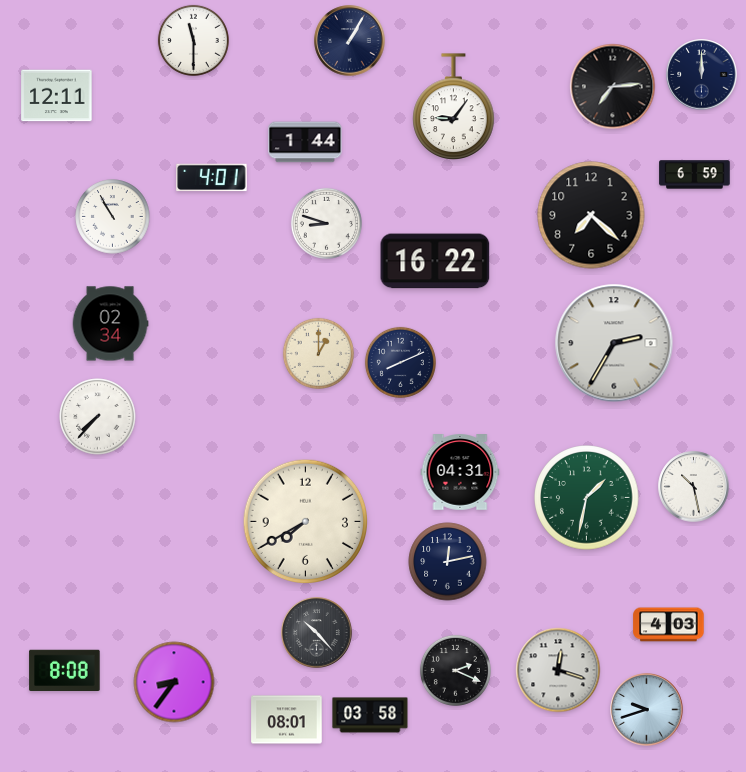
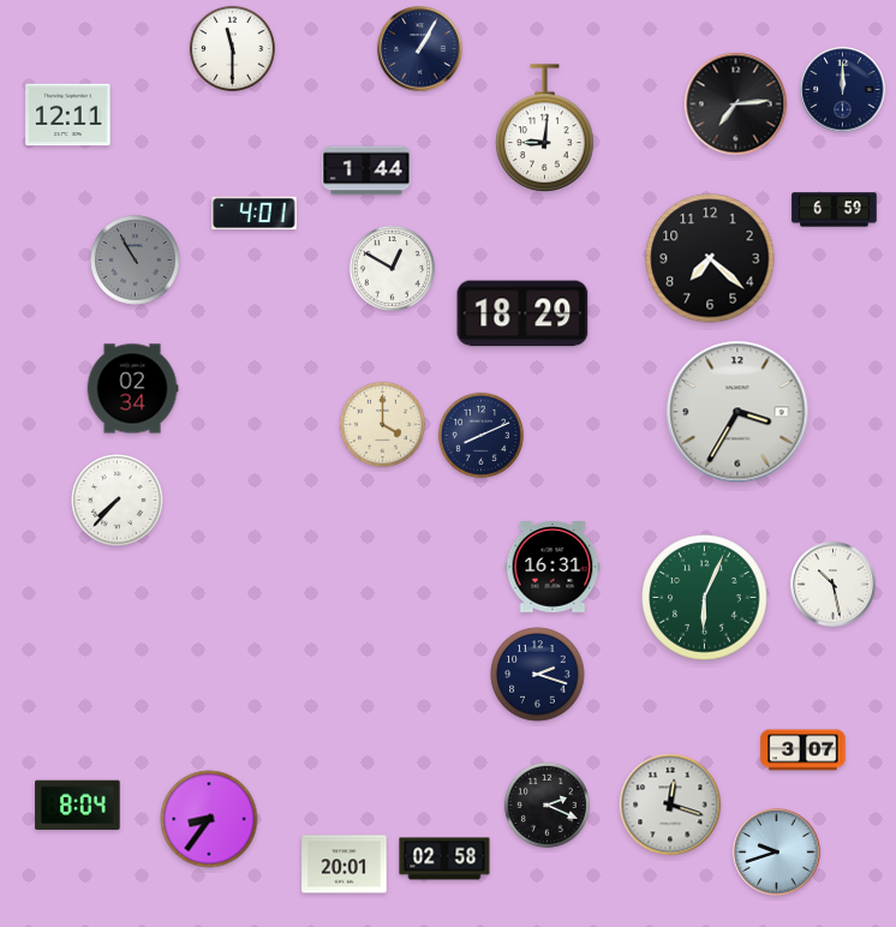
clock at (454, 107): 9:06 -> 9:01
clock at (113, 217) dial: white -> grey
clock at (326, 223): 8:48 -> 12:50
clock at (435, 261): 16:22 -> 18:29
clock at (614, 343): 2:35 -> 3:35
clock at (318, 353): 1:00 -> 4:00
clock at (460, 472): 04:31 -> 16:31
clock at (587, 498): 1:32 -> 6:04
clock at (306, 522): 7:40 -> none
clock at (448, 562): 12:13 -> 2:18
clock at (669, 625): 4:03 -> 3:07
clock at (317, 633): 10:23 -> none
clock at (65, 670): 8:08 -> 8:04
clock at (370, 715): 03:58 -> 02:58
clock at (287, 720): 08:01 -> 20:01
